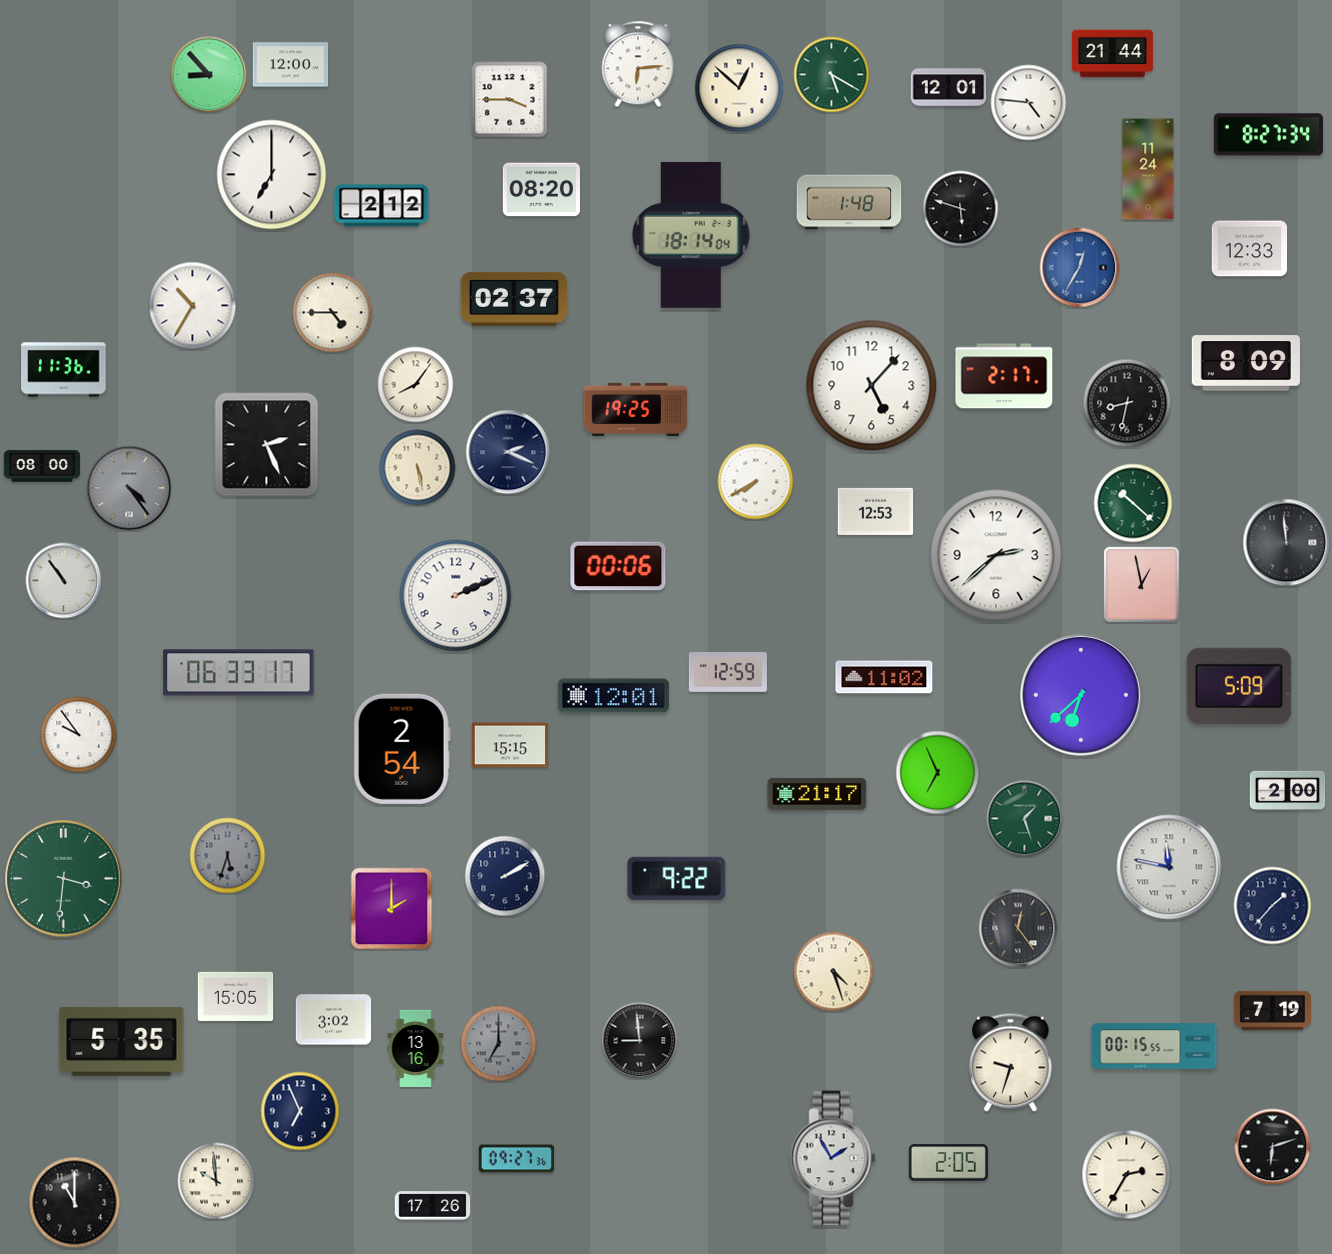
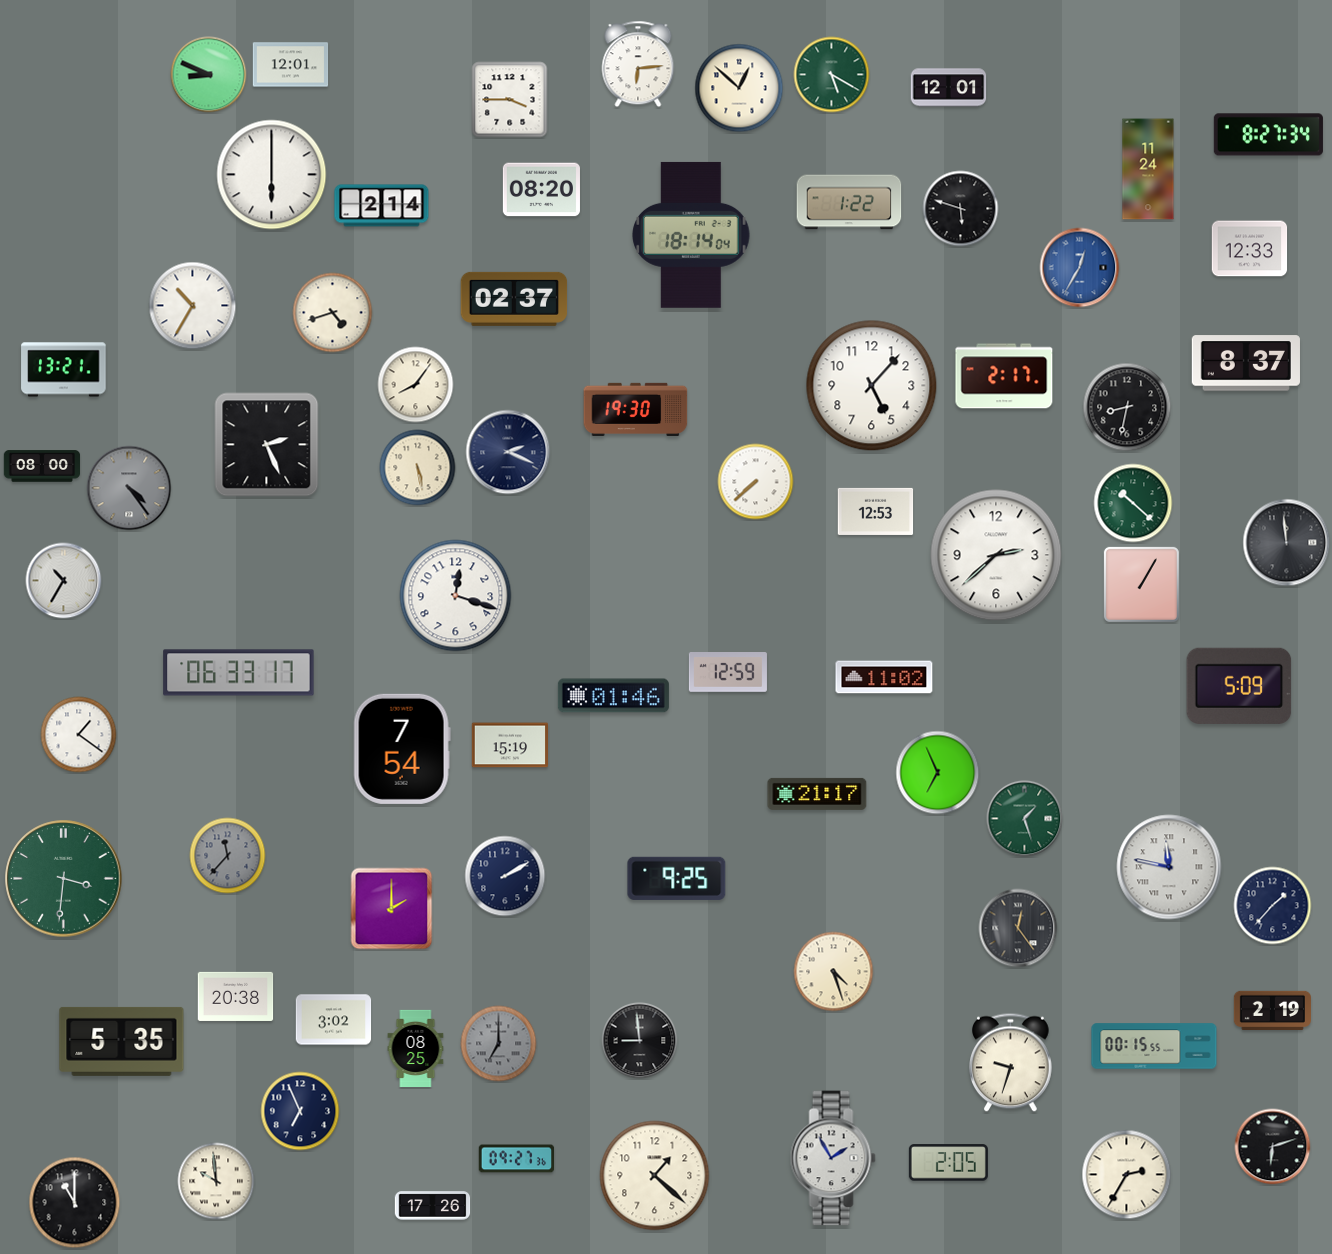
clock at (1112, 54): 21:44 -> none
clock at (291, 65): 12:00 -> 12:01
clock at (209, 75): 8:53 -> 8:49
clock at (1029, 103): 4:46 -> none
clock at (272, 175): 7:00 -> 6:00
clock at (849, 202): 1:48 -> 1:22
clock at (382, 206): 2:12 -> 2:14
clock at (333, 313): 4:45 -> 4:42
clock at (1246, 363): 8:09 -> 8:37
clock at (64, 370): 11:36 -> 13:21
clock at (1127, 403) position: (1127, 403) -> (1127, 407)
clock at (636, 409): 19:25 -> 19:30
clock at (756, 482): 7:40 -> 7:38
clock at (618, 566): 00:06 -> none
clock at (64, 581): 10:54 -> 10:35
clock at (1141, 584): 12:58 -> 1:05
clock at (456, 596): 2:11 -> 12:18
clock at (1081, 695): 6:38 -> none
clock at (613, 696): 12:01 -> 01:46
clock at (79, 735): 9:54 -> 1:21
clock at (509, 745): 15:15 -> 15:19
clock at (402, 749): 2:54 -> 7:54
clock at (1288, 791): 2:00 -> none
clock at (228, 856): 5:33 -> 11:37
clock at (677, 878): 9:22 -> 9:25
clock at (236, 996): 15:05 -> 20:38
clock at (1272, 1011): 7:19 -> 2:19
clock at (416, 1048): 13:16 -> 08:25
clock at (655, 1176): none -> 1:22
